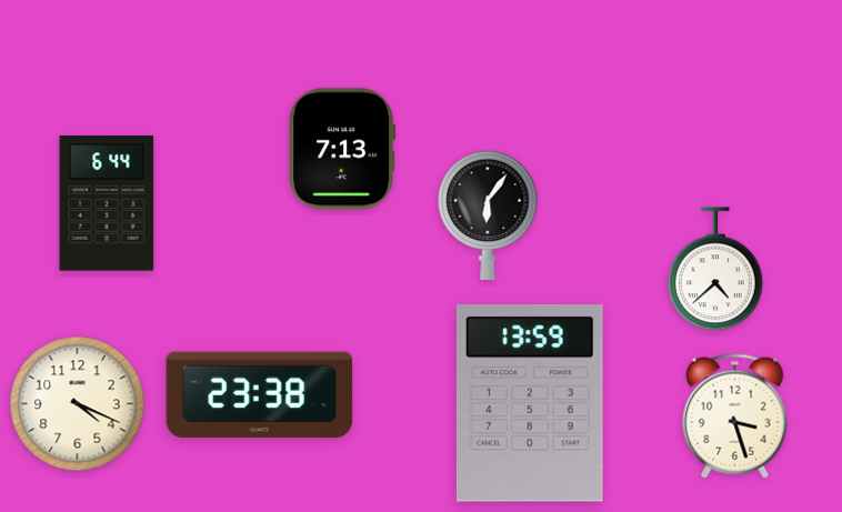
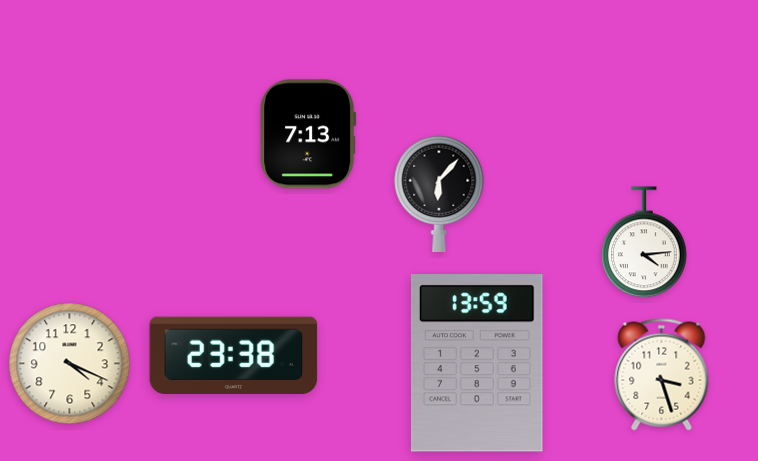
clock at (107, 203): 6:44 -> none
clock at (488, 215): 6:06 -> 6:07
clock at (716, 270): 4:38 -> 4:14
